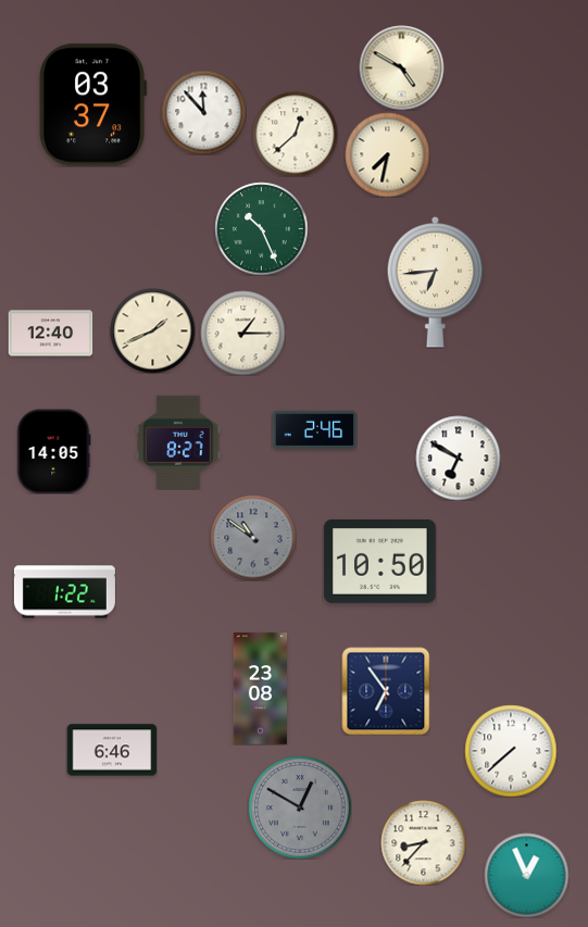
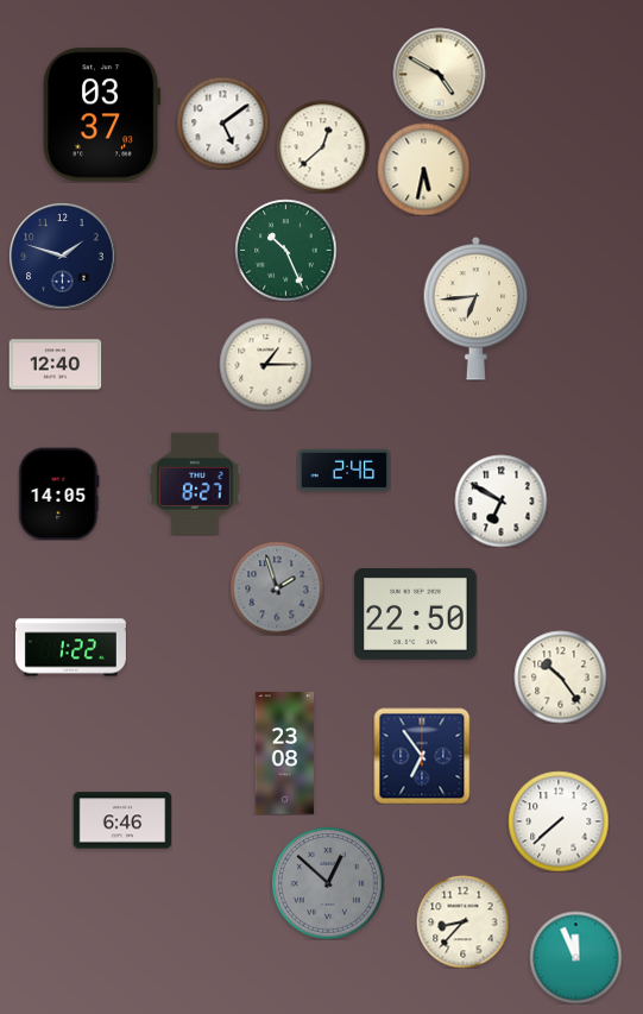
clock at (203, 112): 11:53 -> 5:09
clock at (387, 154): 7:32 -> 5:32
clock at (62, 256): none -> 1:48
clock at (152, 330): 1:41 -> none
clock at (253, 538): 10:51 -> 1:57
clock at (380, 561): 10:50 -> 22:50
clock at (560, 676): none -> 10:24
clock at (300, 807): 12:50 -> 12:52
clock at (526, 875): 12:56 -> 11:56
